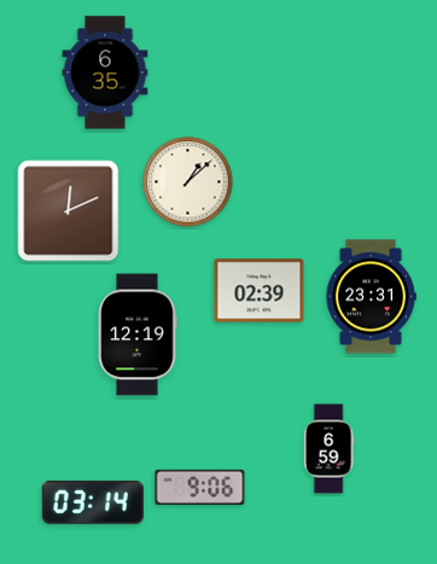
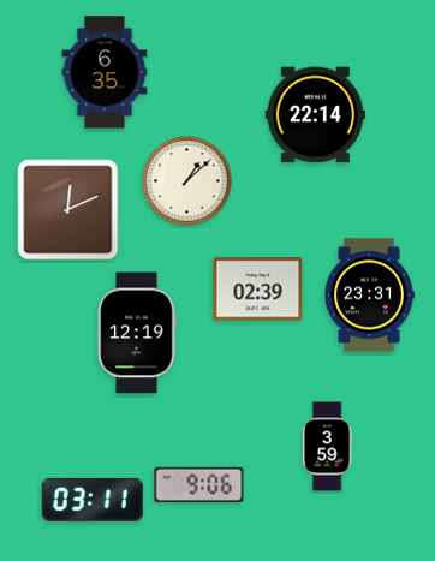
clock at (315, 115): none -> 22:14
clock at (328, 449): 6:59 -> 3:59
clock at (93, 502): 03:14 -> 03:11
